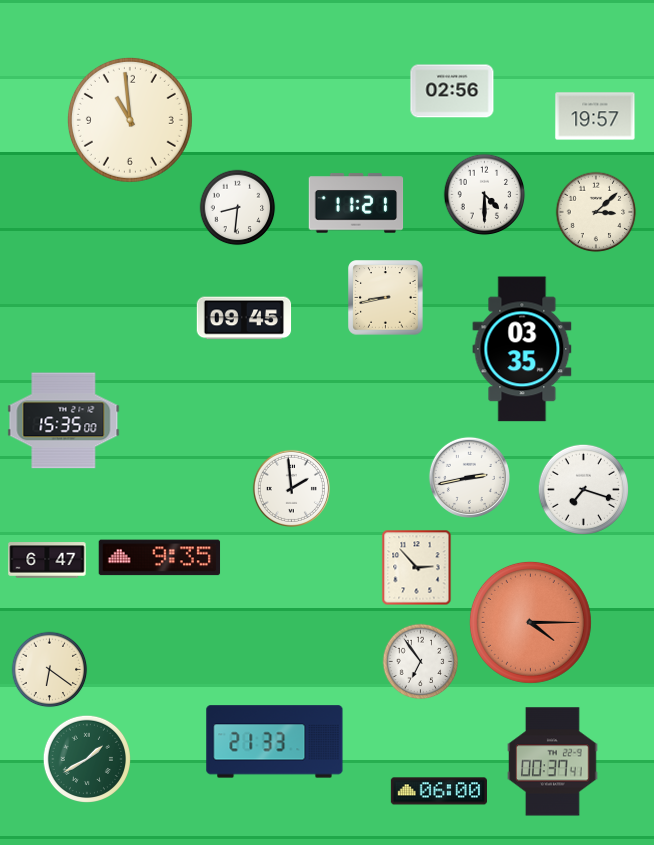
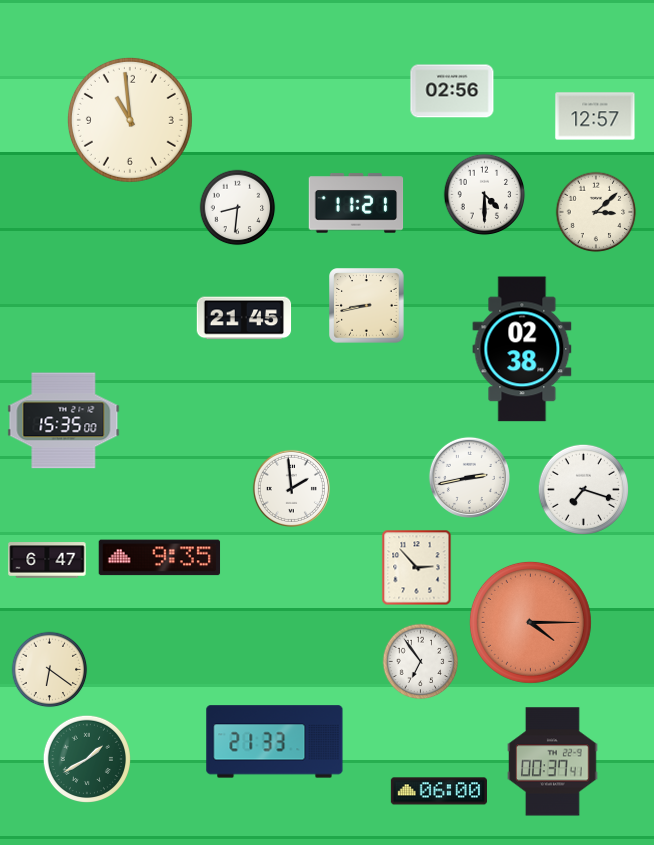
clock at (595, 116): 19:57 -> 12:57
clock at (386, 298) position: (386, 298) -> (367, 306)
clock at (244, 318): 09:45 -> 21:45
clock at (522, 349): 03:35 -> 02:38
